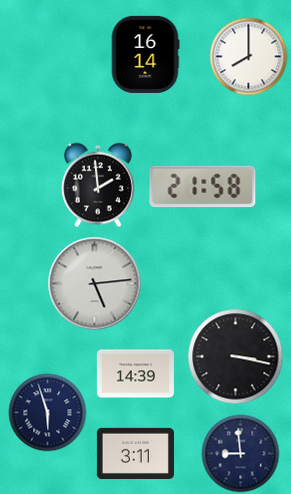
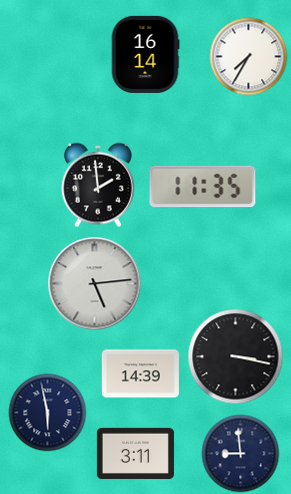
clock at (248, 56): 8:00 -> 7:35
clock at (203, 187): 21:58 -> 11:35
clock at (135, 374) position: (135, 374) -> (140, 374)
clock at (47, 412): 5:57 -> 5:58
